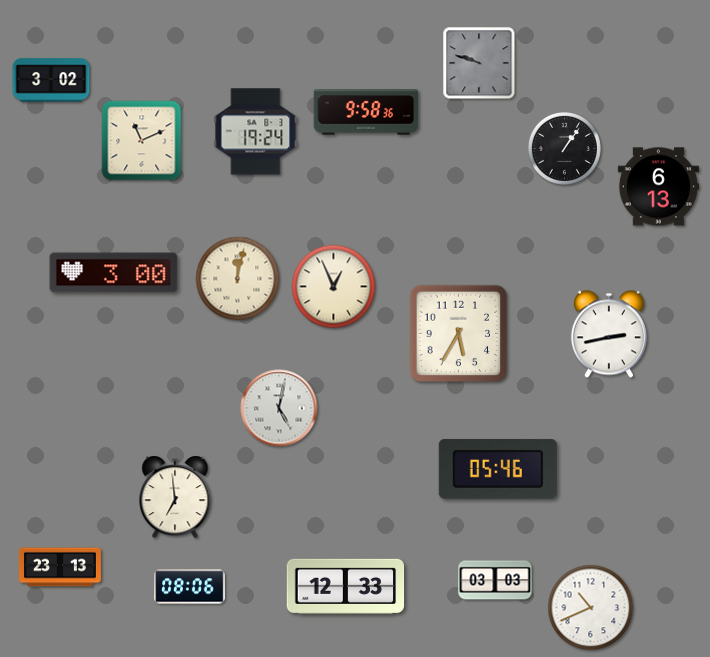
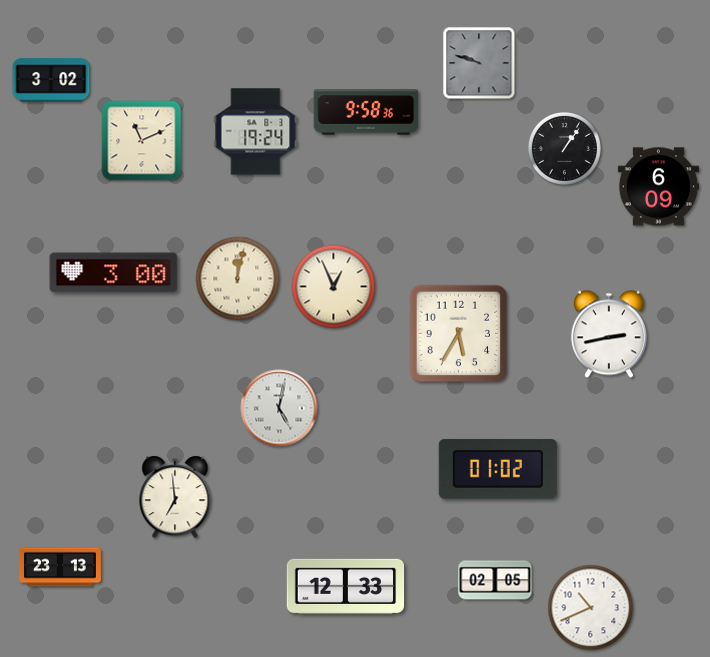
clock at (658, 187): 6:13 -> 6:09
clock at (498, 469): 05:46 -> 01:02
clock at (495, 580): 03:03 -> 02:05
clock at (190, 587): 08:06 -> none
